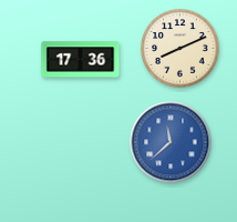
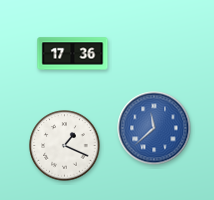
clock at (181, 49): 8:11 -> none
clock at (65, 146): none -> 1:19
